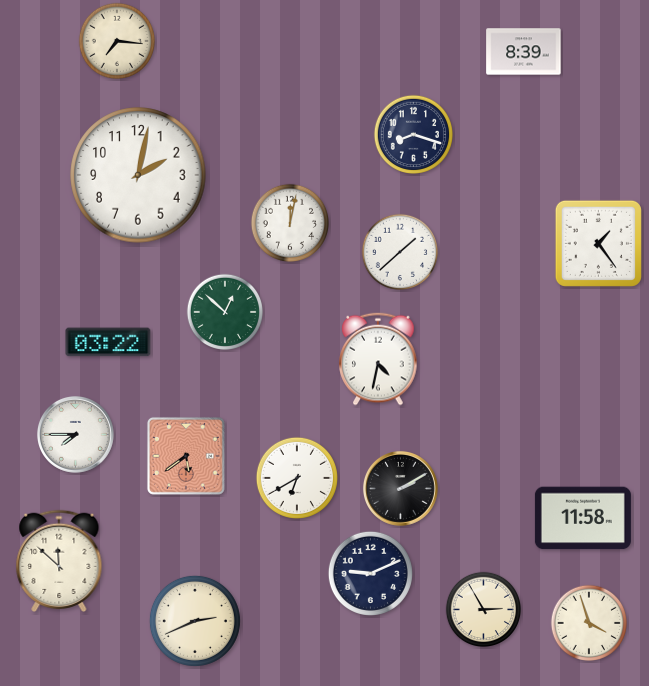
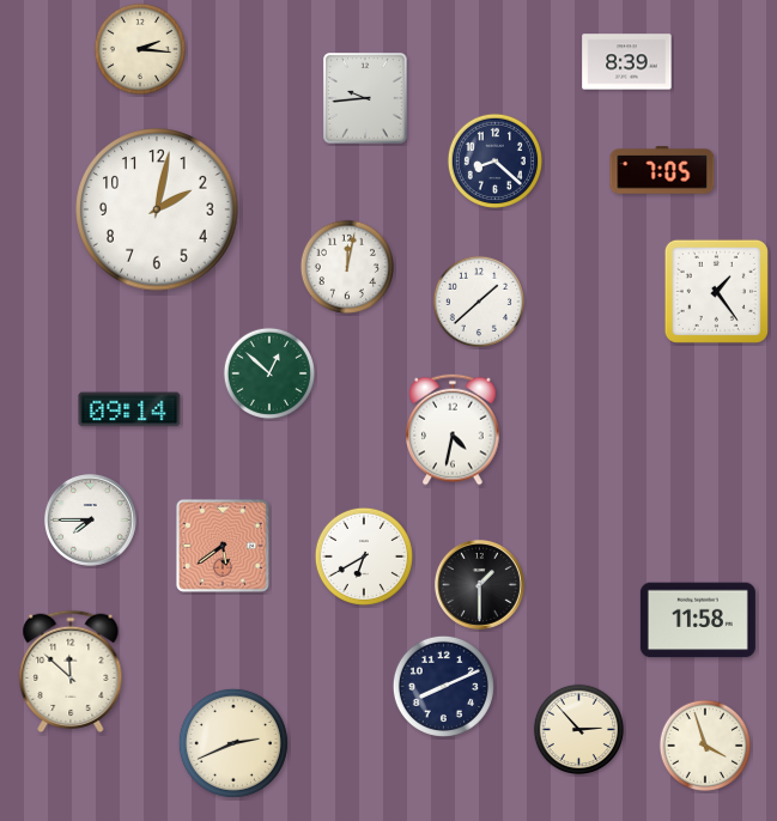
clock at (116, 40): 7:16 -> 2:16
clock at (365, 98): none -> 9:44
clock at (413, 134): 8:18 -> 8:22
clock at (662, 170): none -> 7:05
clock at (138, 175) position: (138, 175) -> (157, 209)
clock at (108, 342): 03:22 -> 09:14
clock at (297, 478) position: (297, 478) -> (364, 557)
clock at (400, 488): 2:10 -> 1:30
clock at (370, 573): 9:11 -> 8:11
clock at (484, 610): 2:55 -> 2:53
